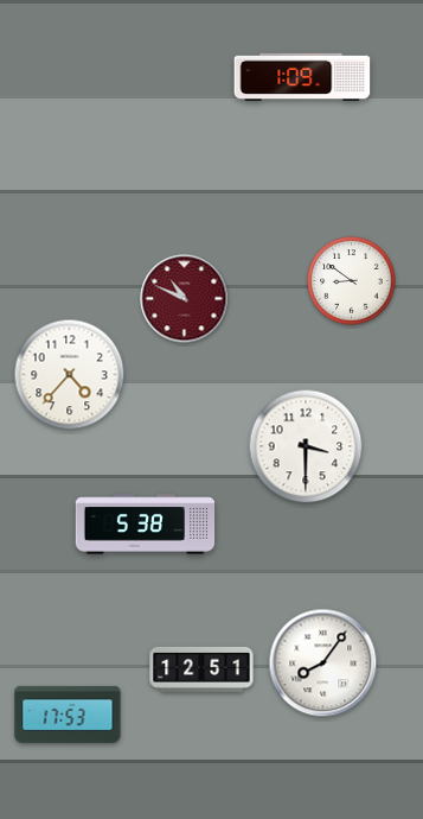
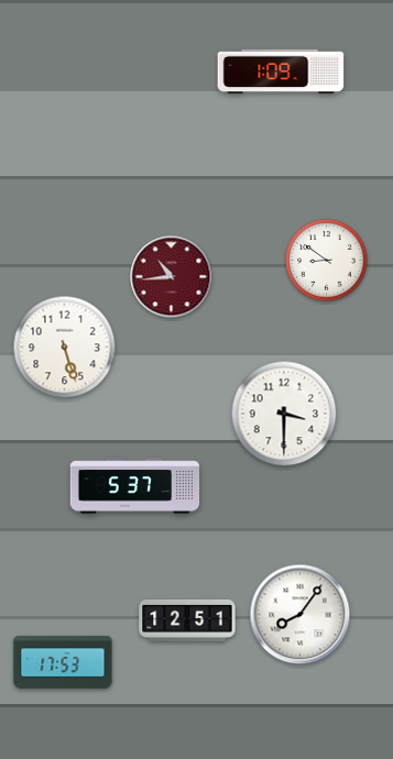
clock at (185, 299): 10:49 -> 10:44
clock at (70, 375): 4:37 -> 5:27
clock at (146, 525): 5:38 -> 5:37
